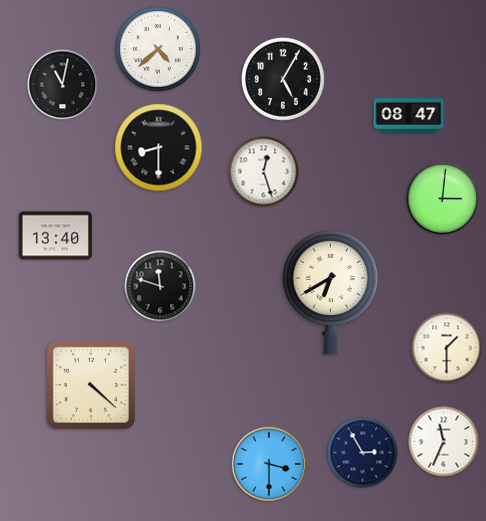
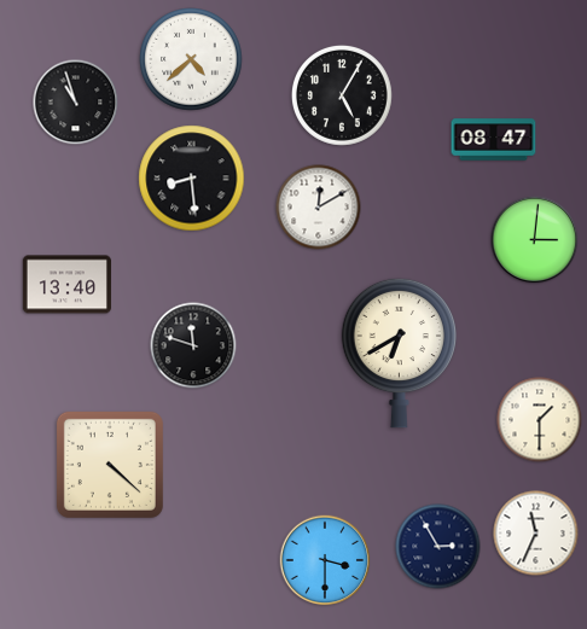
clock at (63, 85): 11:02 -> 10:57
clock at (159, 148): 8:30 -> 8:29
clock at (264, 172): 12:27 -> 12:10
